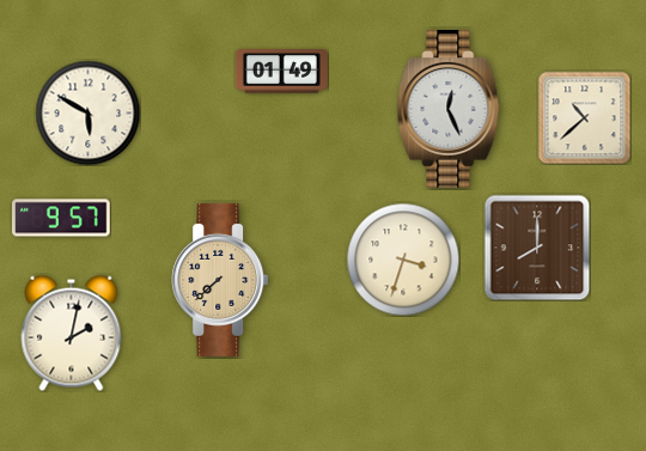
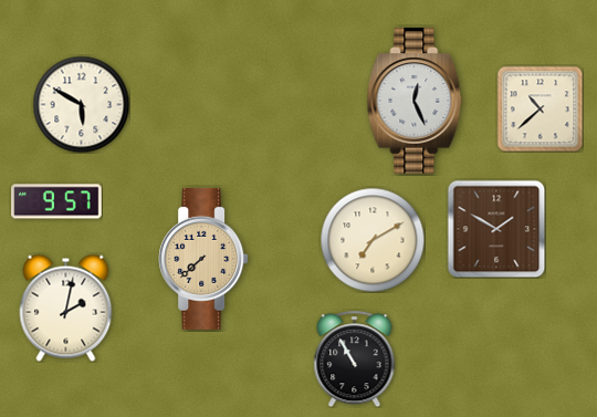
clock at (281, 72): 01:49 -> none
clock at (537, 248): 8:00 -> 1:50
clock at (403, 260): 3:33 -> 7:10
clock at (355, 358): none -> 10:55
